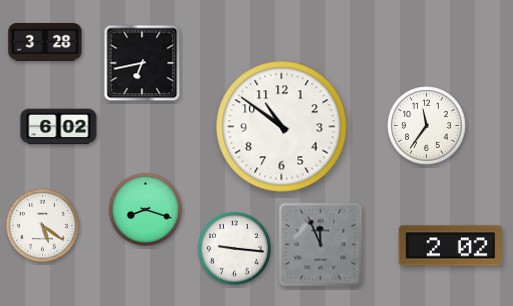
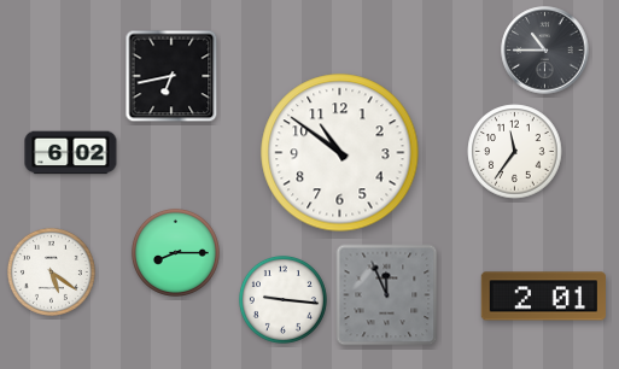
clock at (45, 42): 3:28 -> none
clock at (545, 51): none -> 10:45
clock at (145, 209): 8:18 -> 8:15
clock at (450, 246): 2:02 -> 2:01
